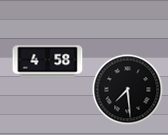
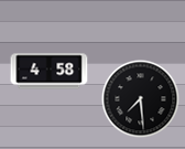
clock at (48, 62) position: (48, 62) -> (50, 72)
